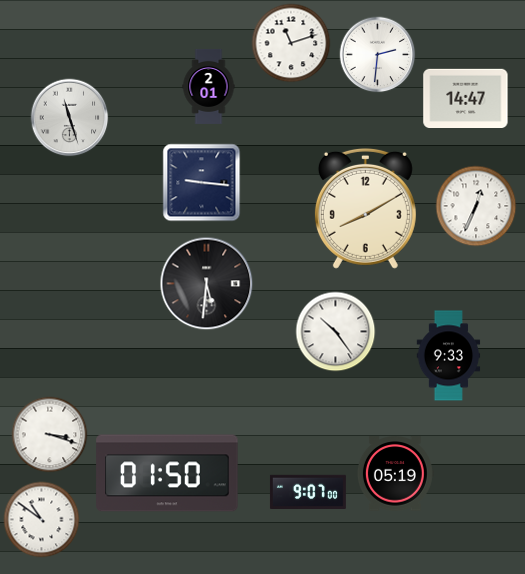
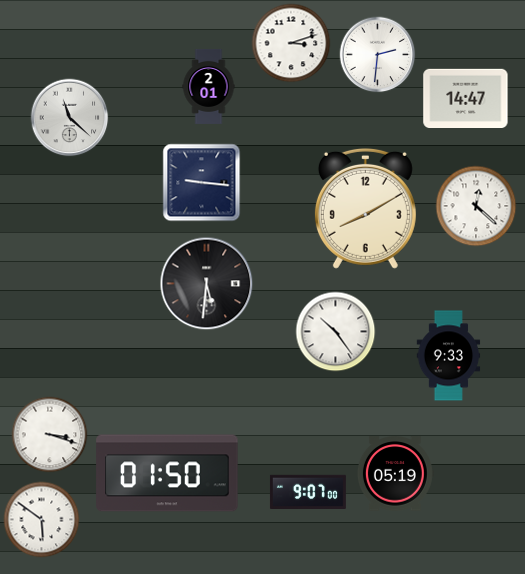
clock at (291, 43): 11:12 -> 3:12
clock at (70, 118): 11:27 -> 11:22
clock at (476, 206): 12:34 -> 12:22
clock at (42, 520): 10:51 -> 5:51
